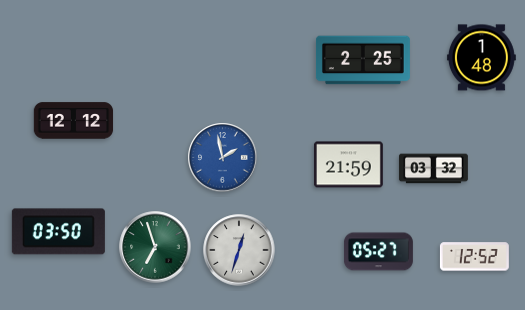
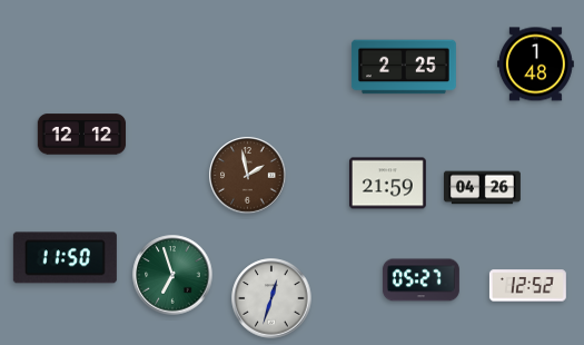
clock at (223, 158) dial: blue -> brown
clock at (433, 169): 03:32 -> 04:26
clock at (58, 232): 03:50 -> 11:50
clock at (239, 250) position: (239, 250) -> (271, 298)
